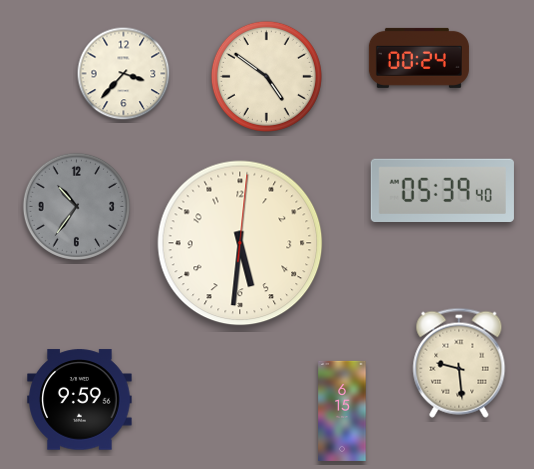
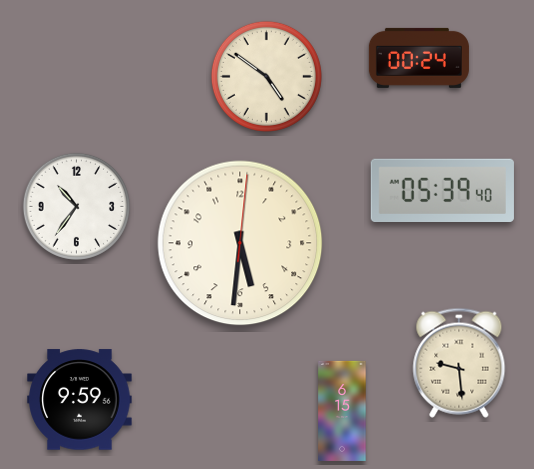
clock at (124, 74): 3:37 -> none
clock at (76, 206) dial: grey -> white
